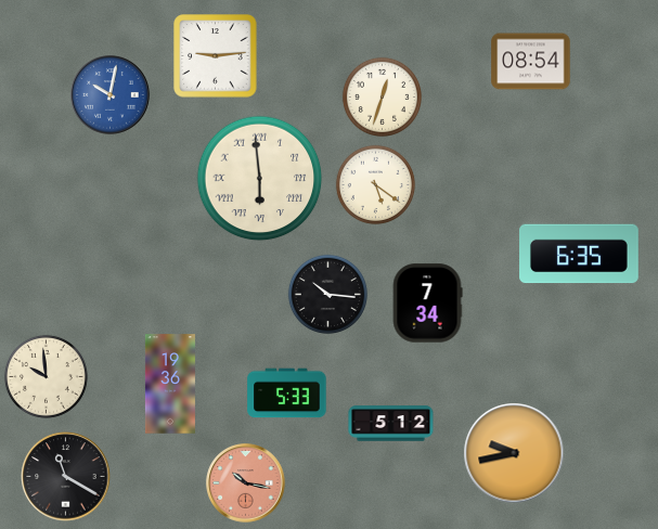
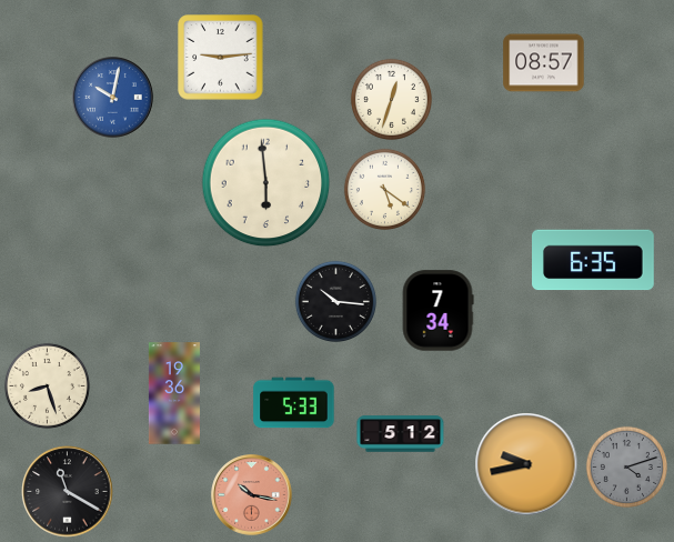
clock at (531, 62): 08:54 -> 08:57
clock at (260, 179) numerals: Roman -> Arabic
clock at (46, 376): 9:59 -> 8:27
clock at (626, 466): none -> 4:12
clock at (66, 477) position: (66, 477) -> (68, 492)
